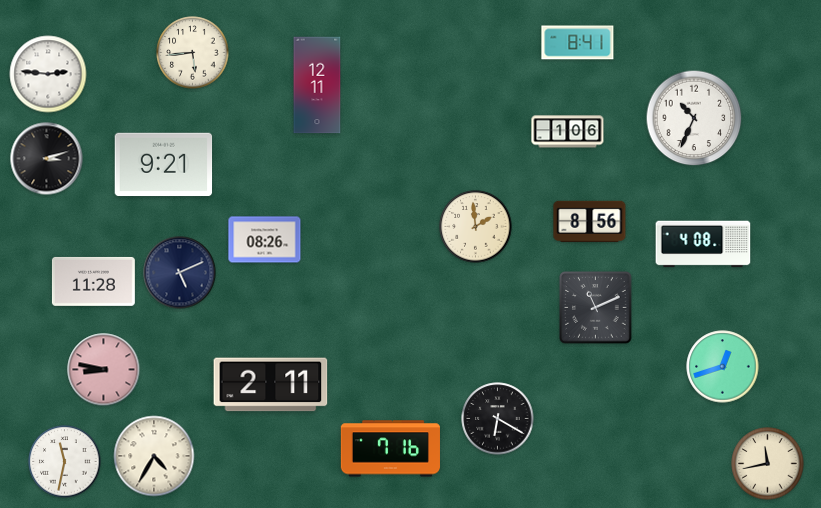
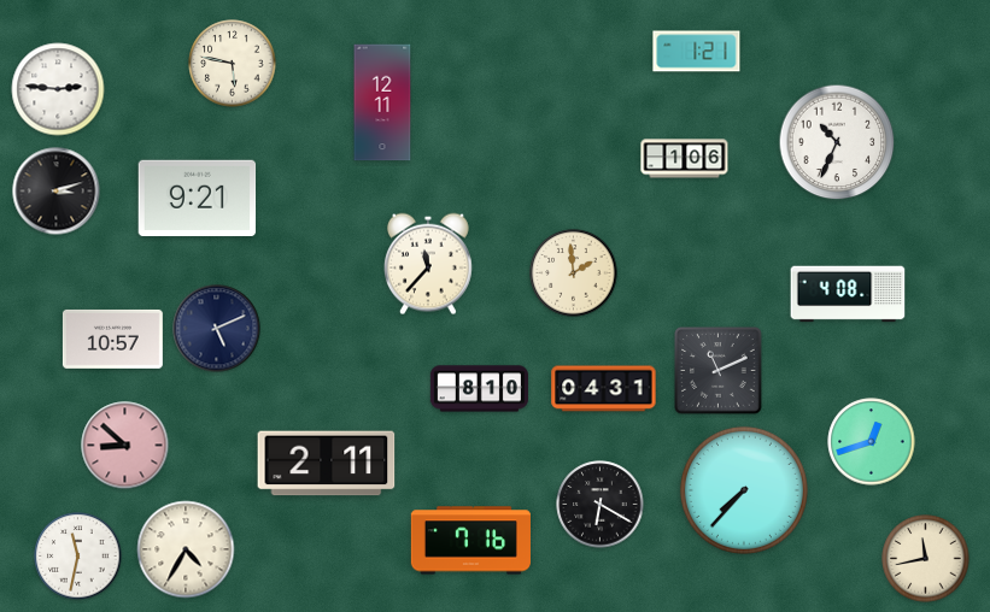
clock at (578, 43): 8:41 -> 1:21
clock at (193, 53): 5:44 -> 5:47
clock at (429, 264): none -> 11:37
clock at (590, 222): 8:56 -> none
clock at (265, 240): 08:26 -> none
clock at (93, 281): 11:28 -> 10:57
clock at (479, 389): none -> 8:10
clock at (604, 389): none -> 04:31
clock at (104, 370): 8:47 -> 8:52
clock at (744, 490): none -> 7:37
